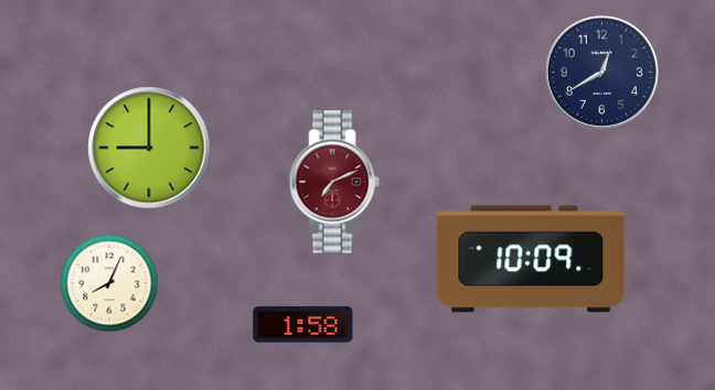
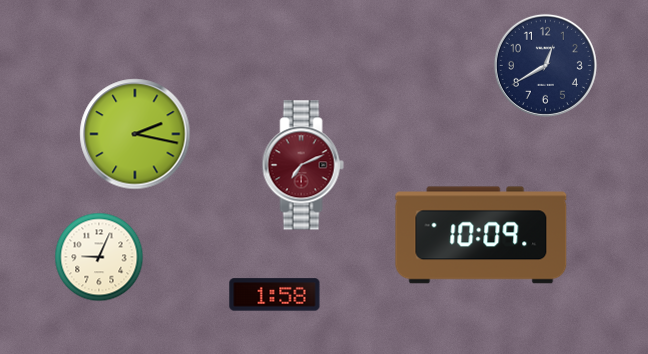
clock at (149, 148): 9:00 -> 2:17
clock at (109, 283): 8:04 -> 9:04
